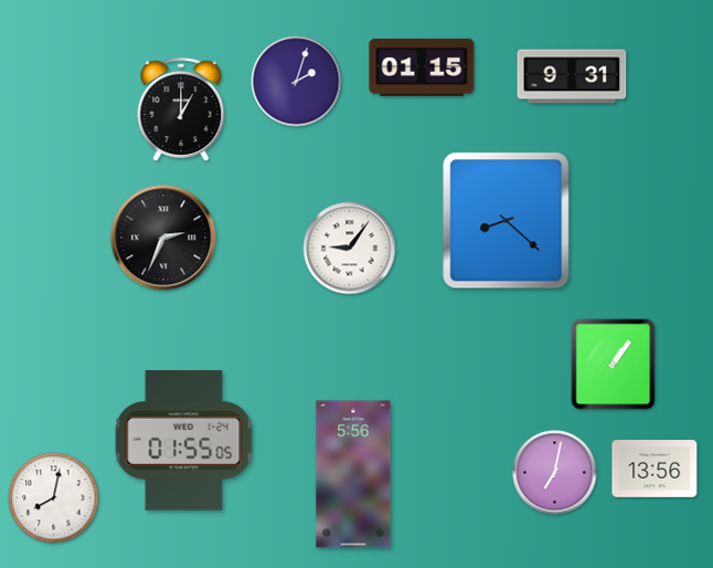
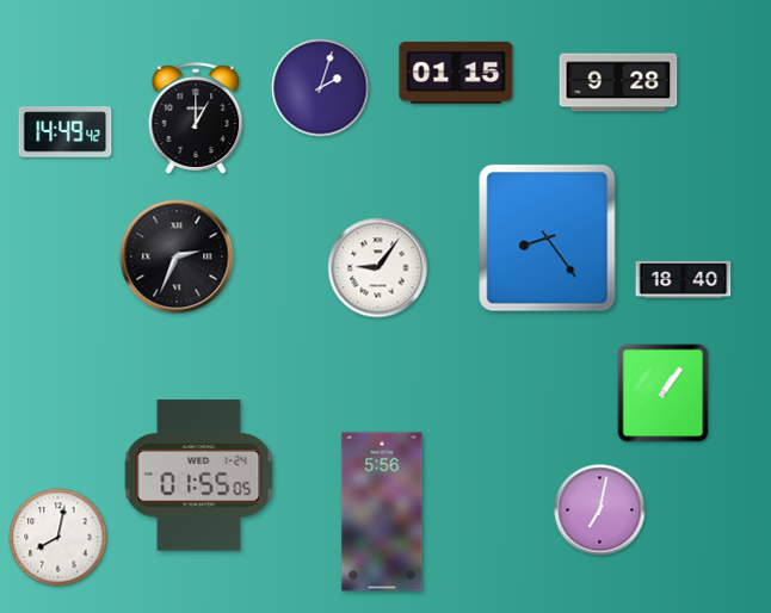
clock at (572, 76): 9:31 -> 9:28
clock at (66, 132): none -> 14:49
clock at (507, 221): 8:22 -> 8:24
clock at (684, 279): none -> 18:40
clock at (655, 469): 13:56 -> none
